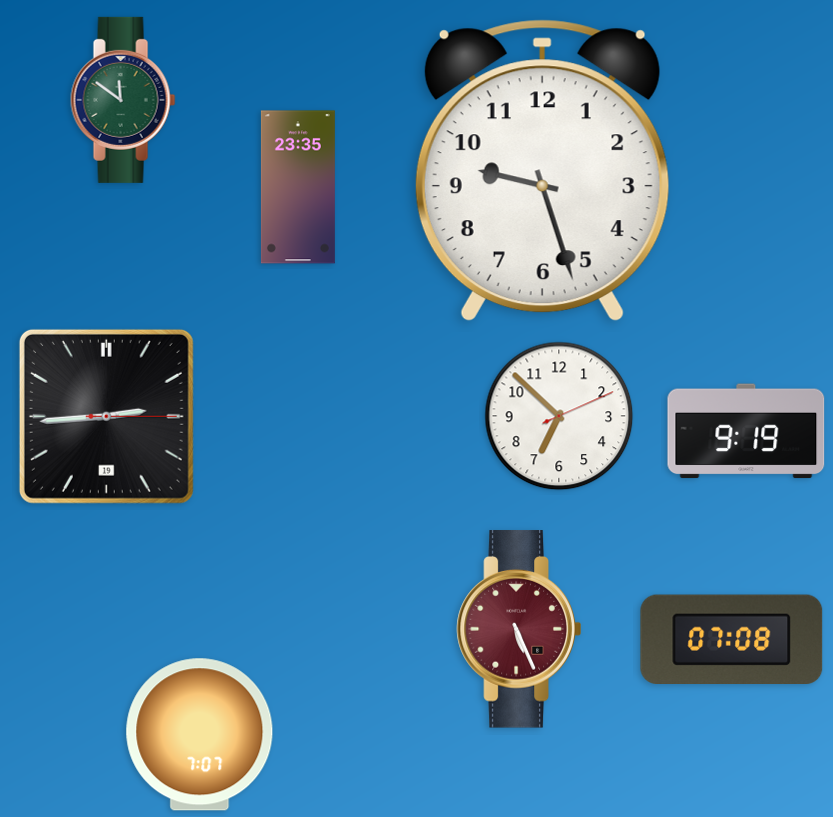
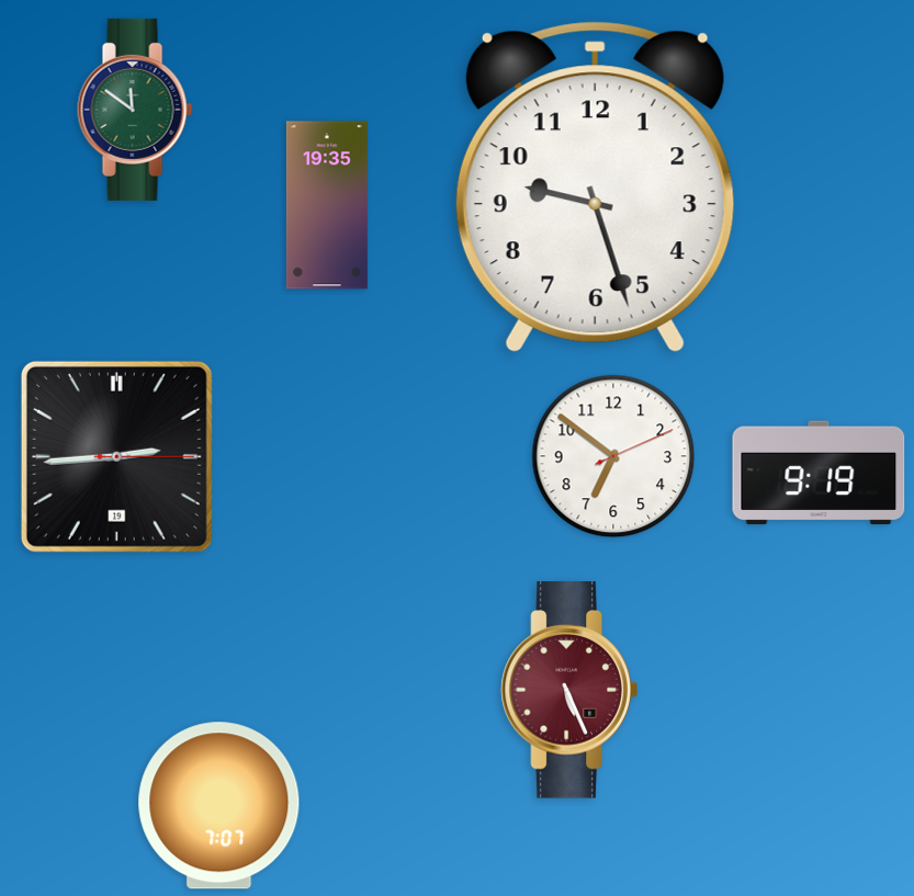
clock at (298, 187): 23:35 -> 19:35
clock at (559, 416): 6:52 -> 6:51
clock at (732, 640): 07:08 -> none
